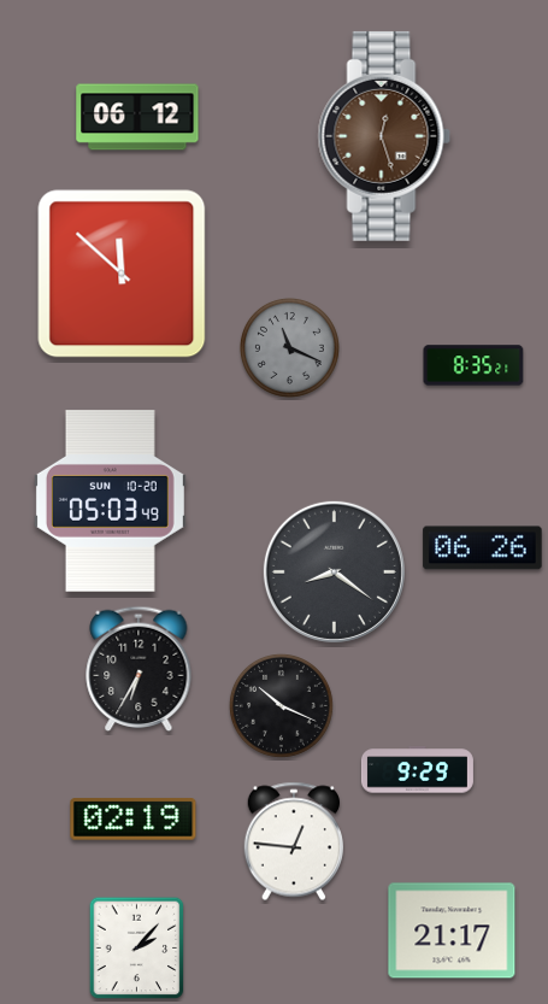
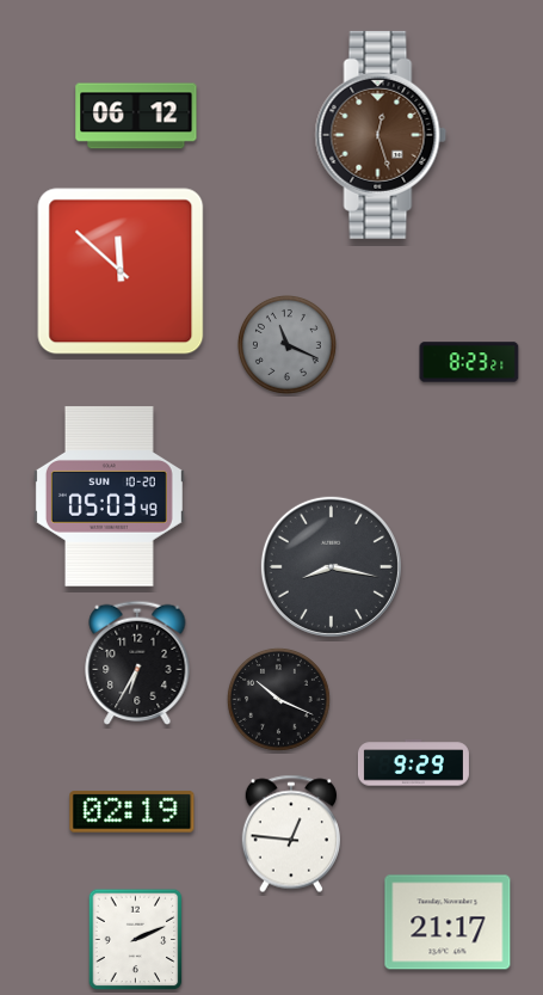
clock at (473, 365): 8:35 -> 8:23
clock at (483, 548): 06:26 -> none
clock at (334, 571): 8:21 -> 8:17
clock at (137, 949): 2:07 -> 2:11
